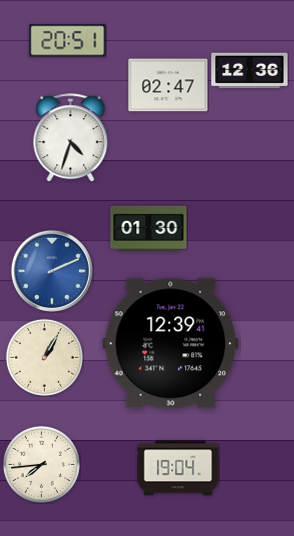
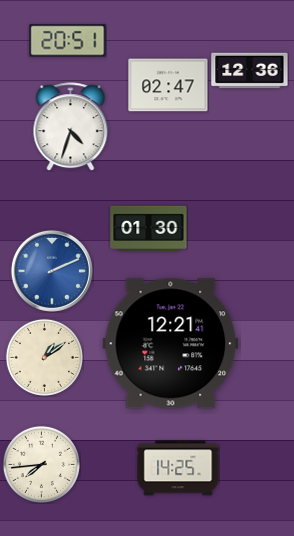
clock at (71, 138) position: (71, 138) -> (71, 127)
clock at (171, 344): 12:39 -> 12:21
clock at (44, 357): 1:05 -> 1:09
clock at (178, 468): 19:04 -> 14:25
